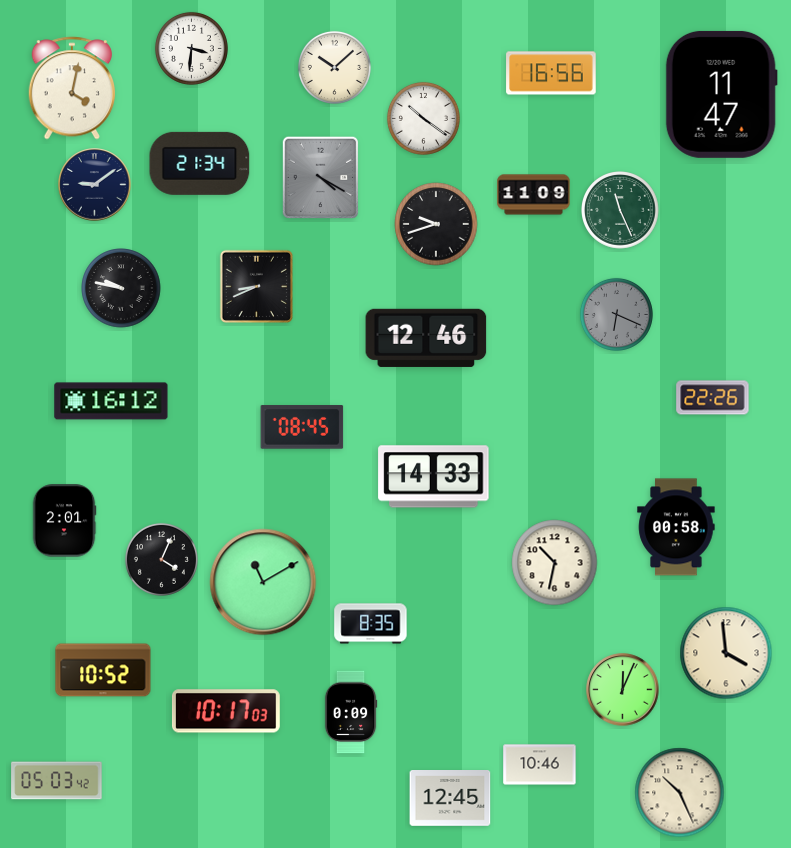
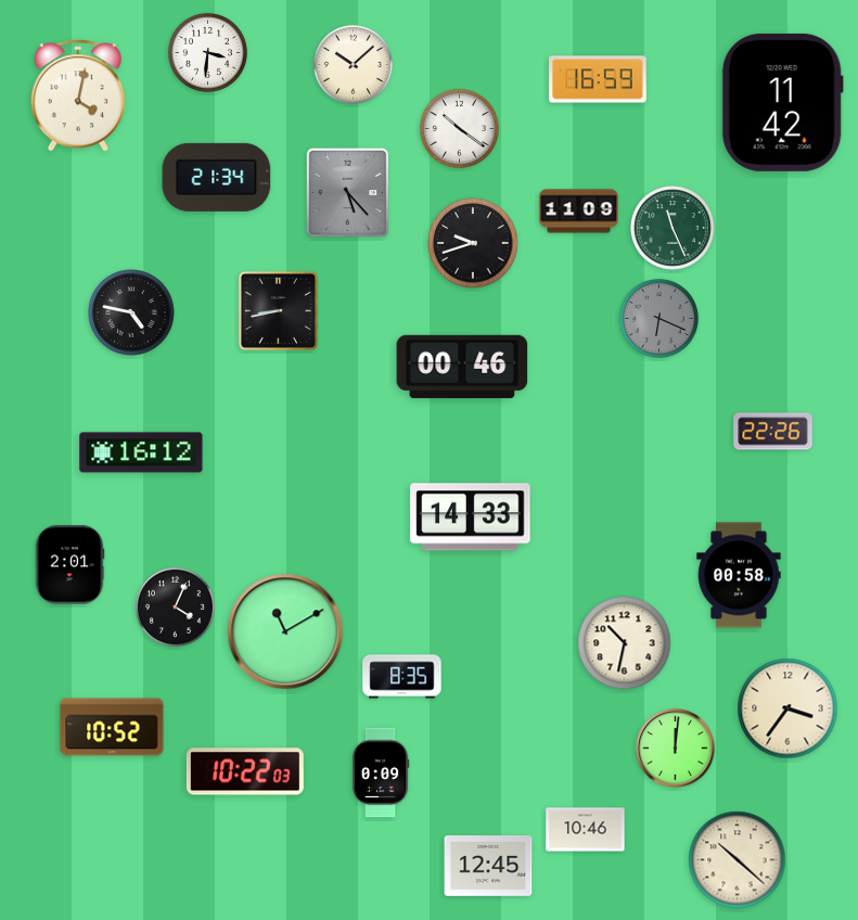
clock at (334, 67) position: (334, 67) -> (353, 64)
clock at (551, 73): 16:56 -> 16:59
clock at (721, 94): 11:47 -> 11:42
clock at (321, 178): 4:20 -> 5:23
clock at (95, 185): 9:09 -> none
clock at (256, 286): 8:41 -> 8:43
clock at (121, 288): 9:47 -> 4:47
clock at (616, 314) position: (616, 314) -> (658, 318)
clock at (426, 338): 12:46 -> 00:46
clock at (111, 401) position: (111, 401) -> (141, 452)
clock at (302, 427): 08:45 -> none
clock at (676, 527) position: (676, 527) -> (739, 575)
clock at (555, 563) position: (555, 563) -> (625, 643)
clock at (726, 653): 3:59 -> 3:36
clock at (623, 690): 12:04 -> 12:01
clock at (226, 711): 10:17 -> 10:22
clock at (57, 781): 05:03 -> none
clock at (680, 793): 10:26 -> 10:22
